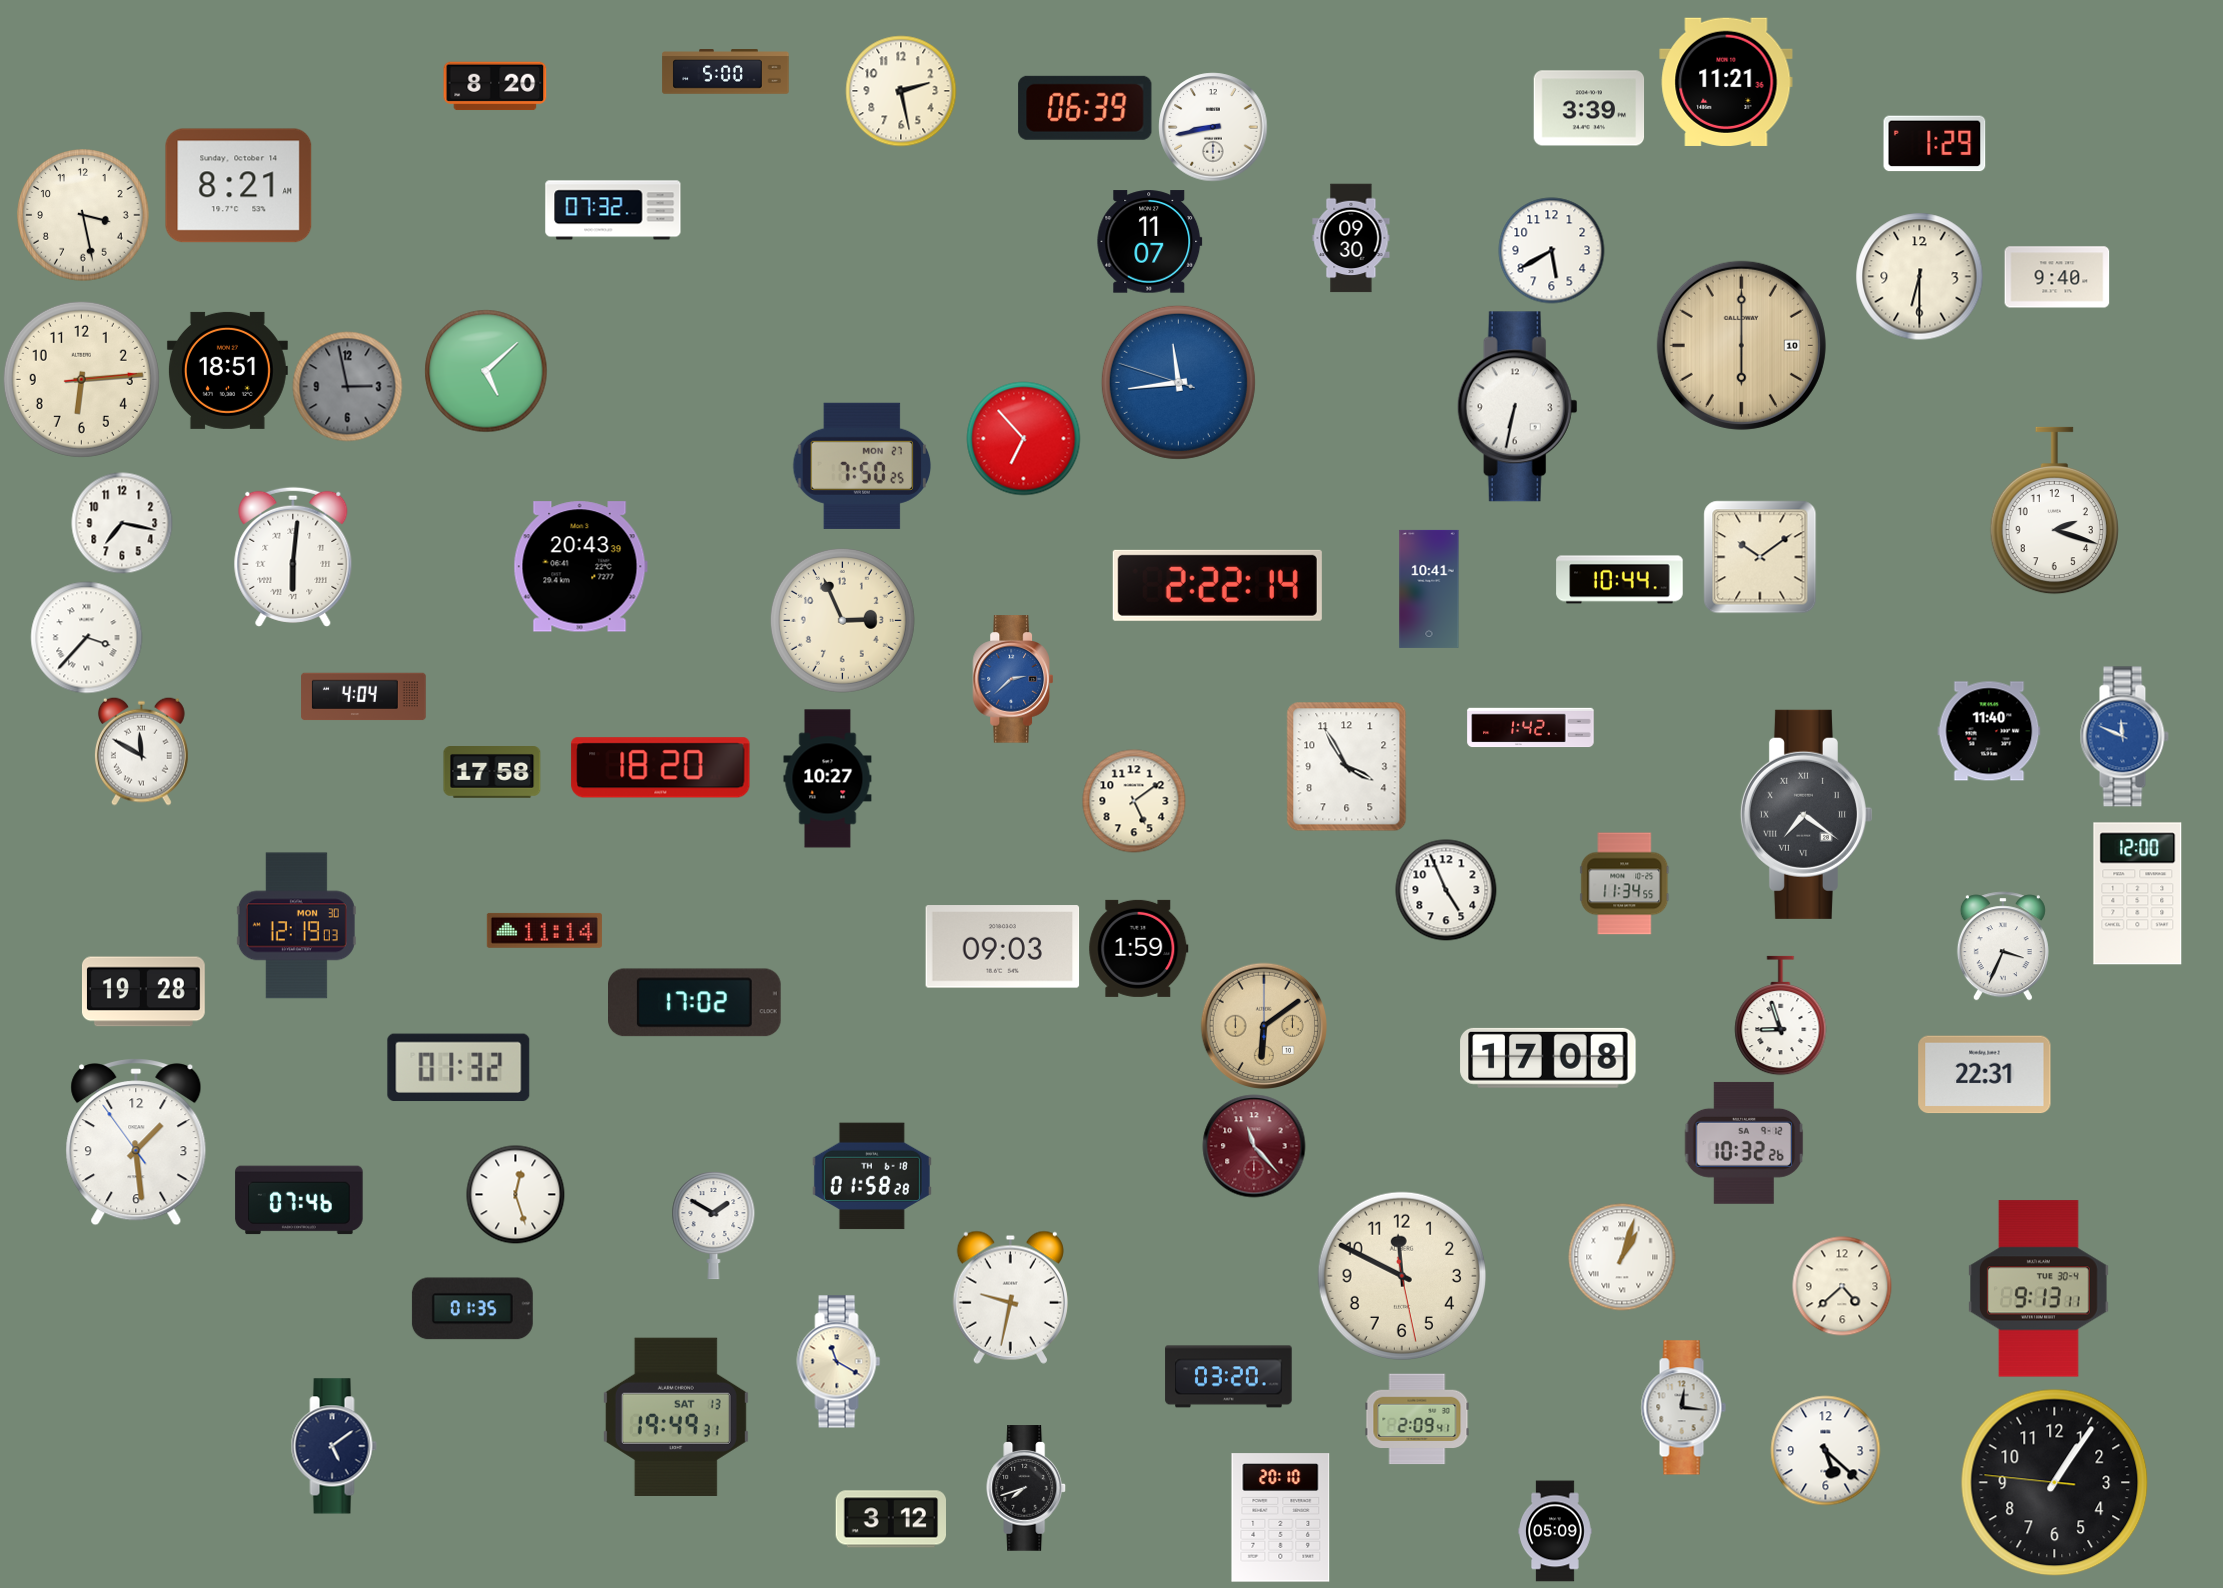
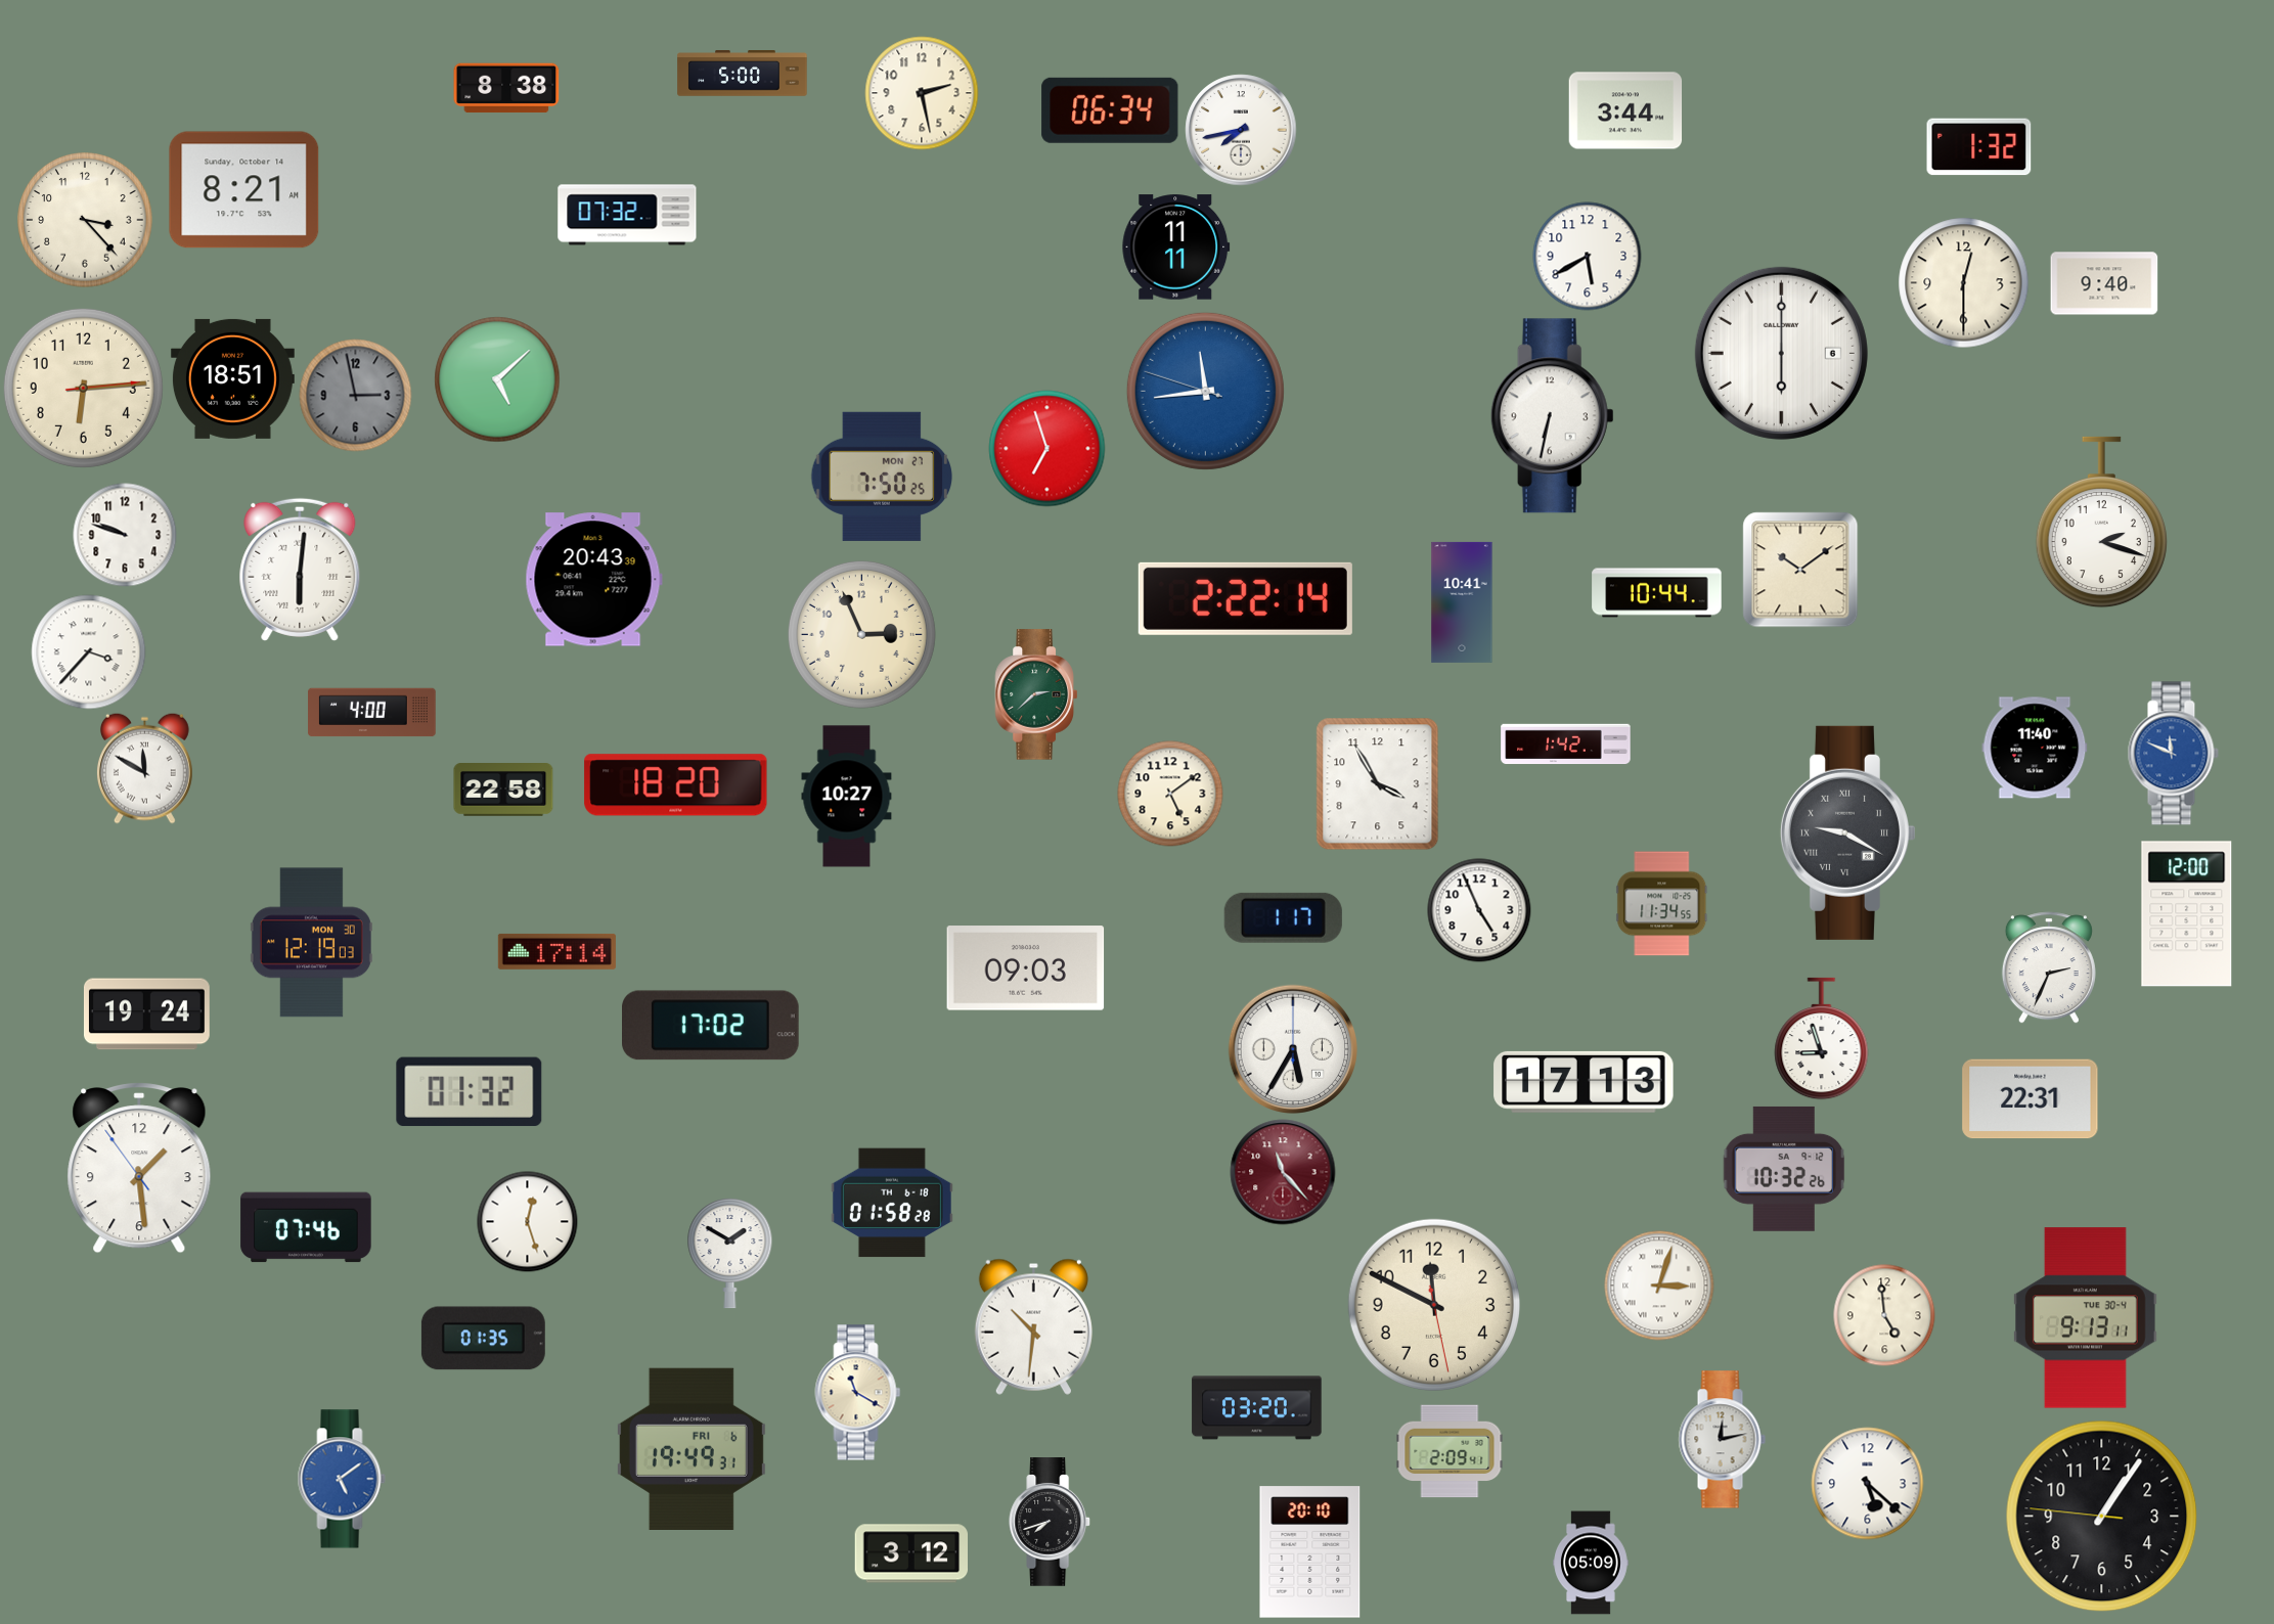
clock at (1726, 82): 11:21 -> none
clock at (495, 86): 8:20 -> 8:38
clock at (1085, 108): 06:39 -> 06:34
clock at (1589, 108): 3:39 -> 3:44
clock at (1213, 127): 8:43 -> 7:43
clock at (1935, 144): 1:29 -> 1:32
clock at (83, 215): 3:28 -> 3:23
clock at (1351, 238): 09:30 -> none
clock at (1150, 242): 11:07 -> 11:11
clock at (1920, 277): 6:30 -> 12:30
clock at (1741, 345) date: 10 -> 6
clock at (1741, 345) dial: champagne -> white
clock at (1024, 439): 6:53 -> 6:57
clock at (122, 523): 7:17 -> 9:48
clock at (1012, 679) dial: blue -> green
clock at (364, 697): 4:04 -> 4:00
clock at (492, 773): 17:58 -> 22:58
clock at (1134, 801) position: (1134, 801) -> (1170, 794)
clock at (1806, 814): 7:21 -> 9:20
clock at (1283, 917): none -> 1:17
clock at (296, 926) position: (296, 926) -> (311, 943)
clock at (544, 930): 11:14 -> 17:14
clock at (2003, 946): 3:34 -> 2:34
clock at (1139, 948): 1:59 -> none
clock at (143, 992): 19:28 -> 19:24
clock at (1263, 1025): 6:09 -> 5:35
clock at (1263, 1025) dial: champagne -> white
clock at (1548, 1058): 17:08 -> 17:13
clock at (1622, 1257): 1:03 -> 3:03
clock at (1842, 1286): 4:38 -> 4:59
clock at (1010, 1297): 9:32 -> 10:31
clock at (1683, 1408): 12:16 -> 12:13
clock at (676, 1417) date: SAT 13 -> FRI 6
clock at (334, 1446) dial: navy -> blue
clock at (1555, 1531) position: (1555, 1531) -> (1591, 1563)
